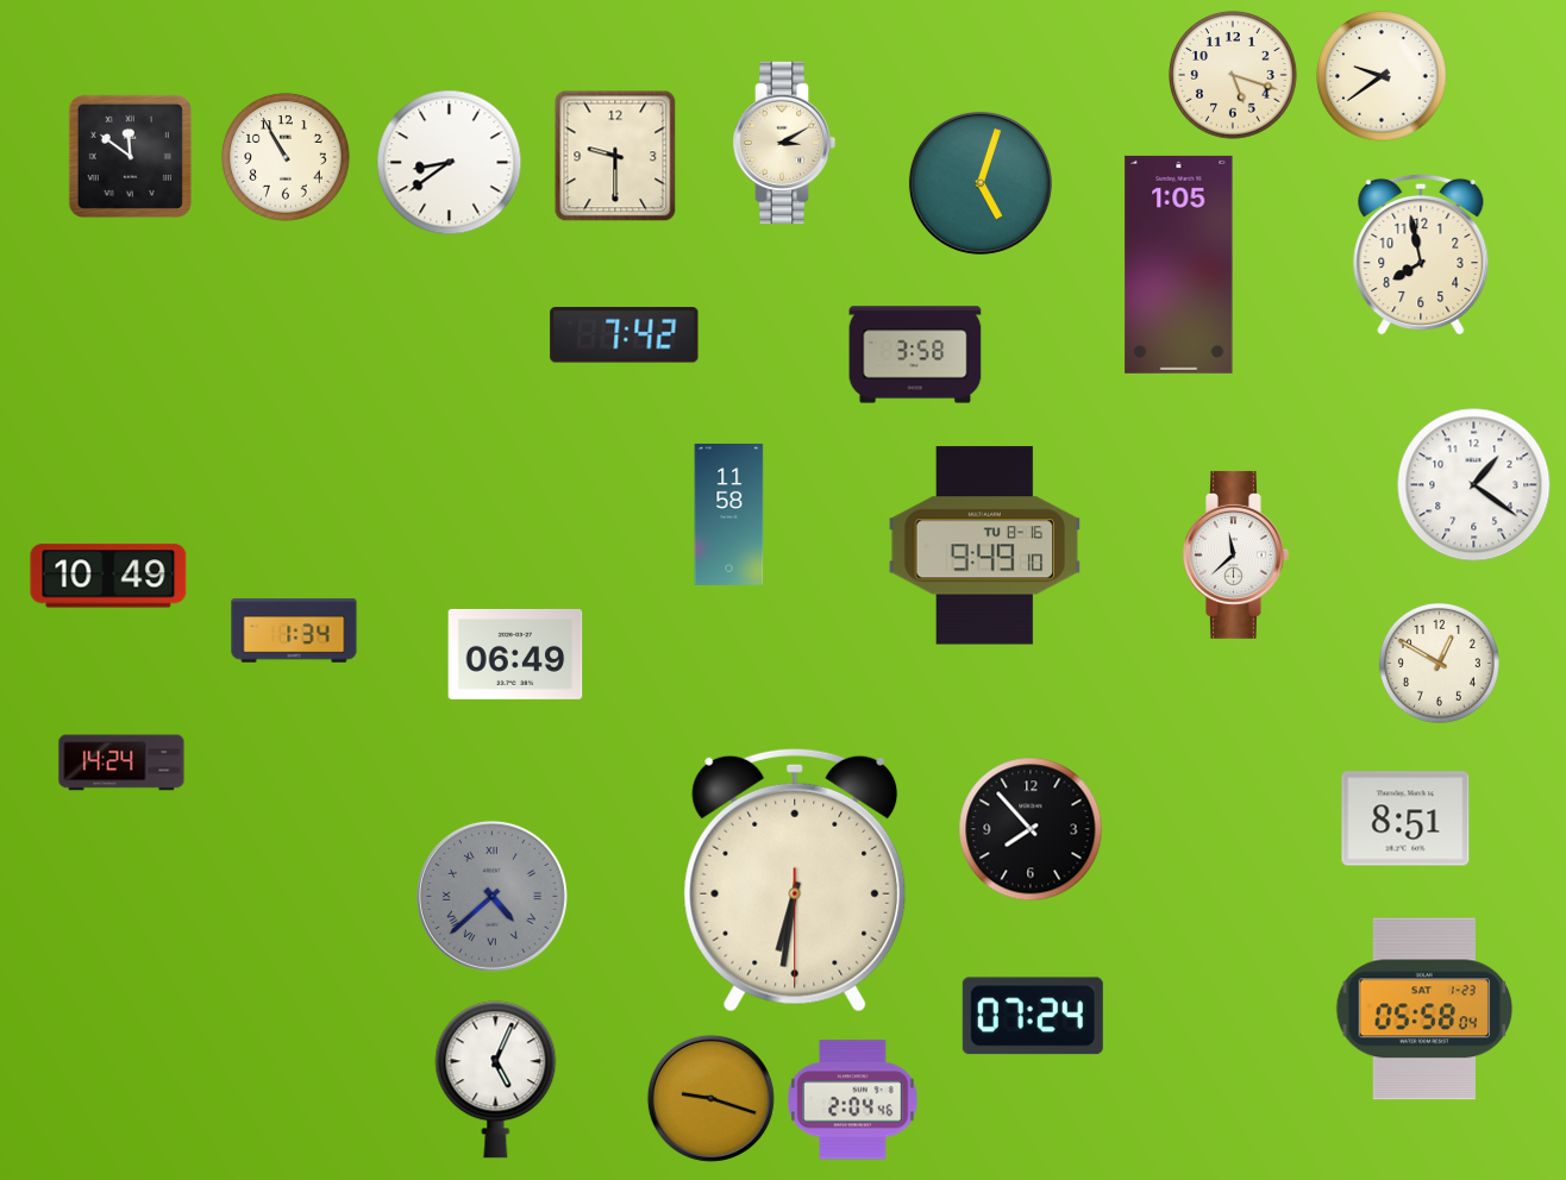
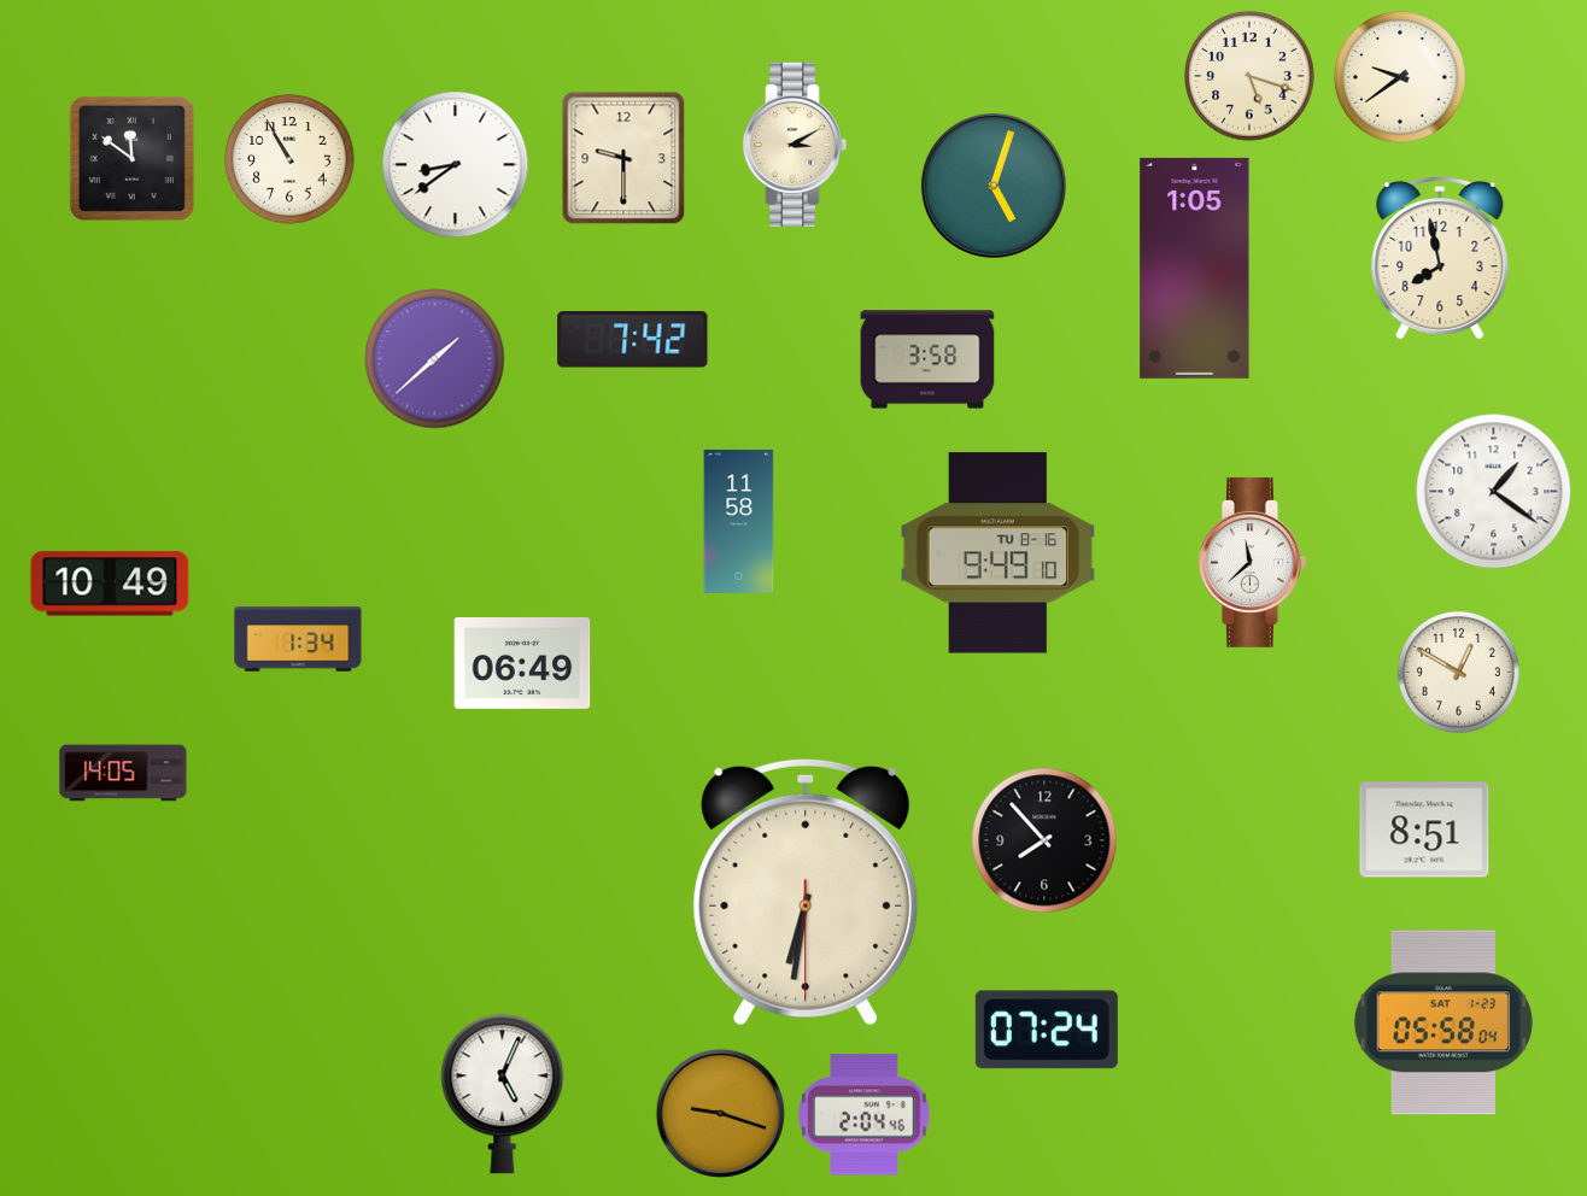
clock at (435, 359): none -> 1:38
clock at (121, 762): 14:24 -> 14:05
clock at (491, 896): 4:38 -> none
